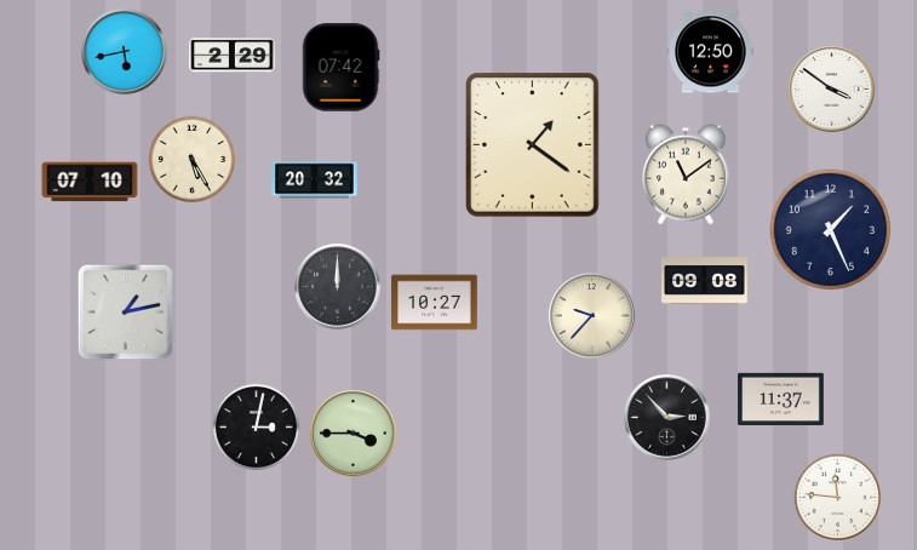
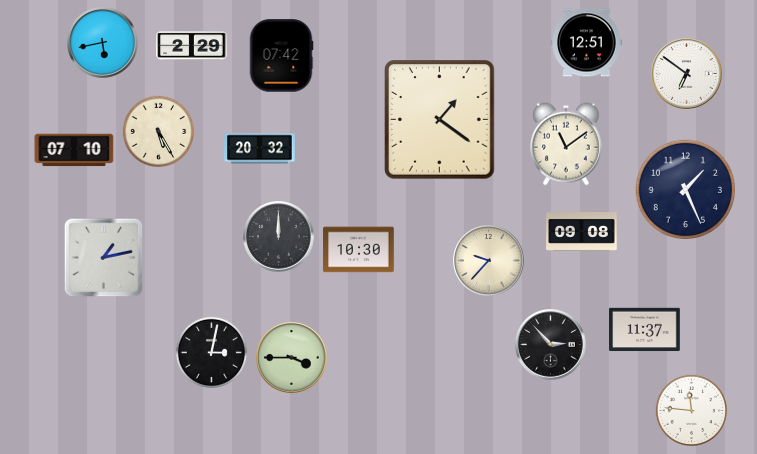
clock at (711, 52): 12:50 -> 12:51
clock at (832, 90): 3:51 -> 6:51
clock at (435, 303): 10:27 -> 10:30
